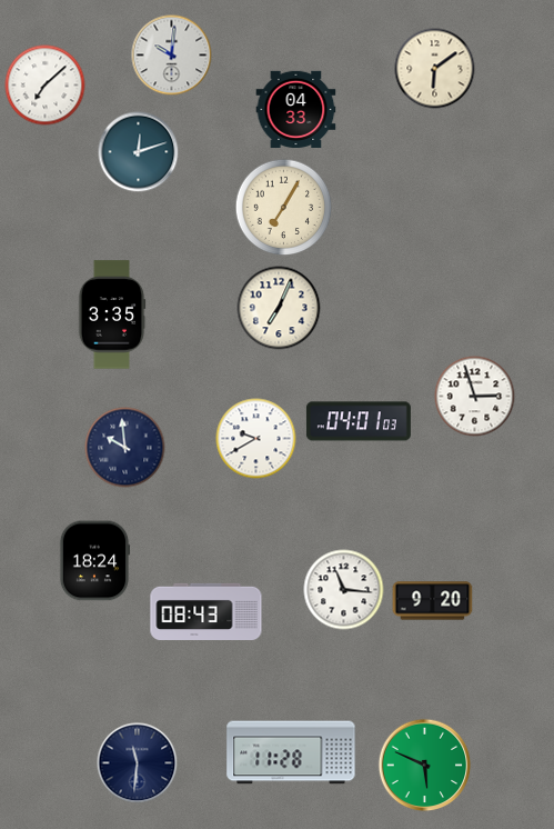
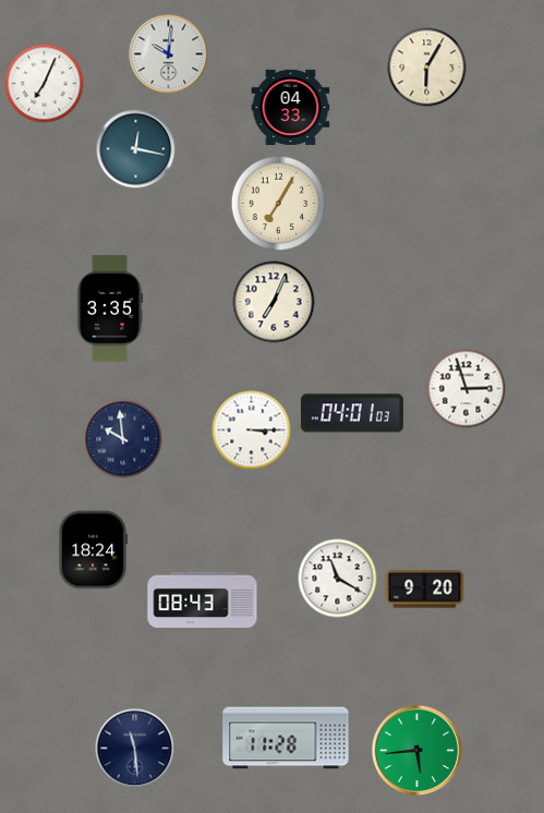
clock at (435, 69): 6:09 -> 6:05
clock at (46, 86): 7:08 -> 7:04
clock at (139, 152): 12:12 -> 12:17
clock at (256, 439): 9:40 -> 3:15
clock at (344, 590): 11:16 -> 11:20
clock at (138, 763): 11:31 -> 11:29
clock at (425, 766): 5:49 -> 5:44
